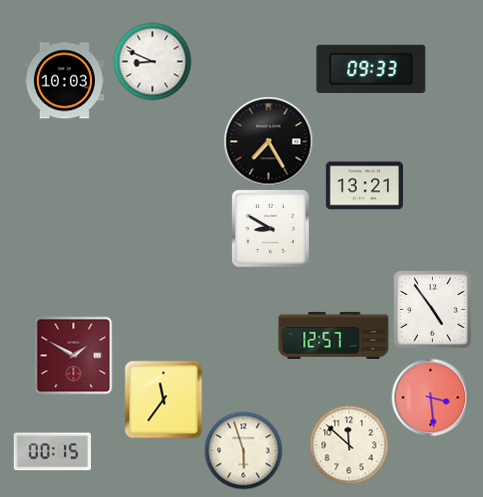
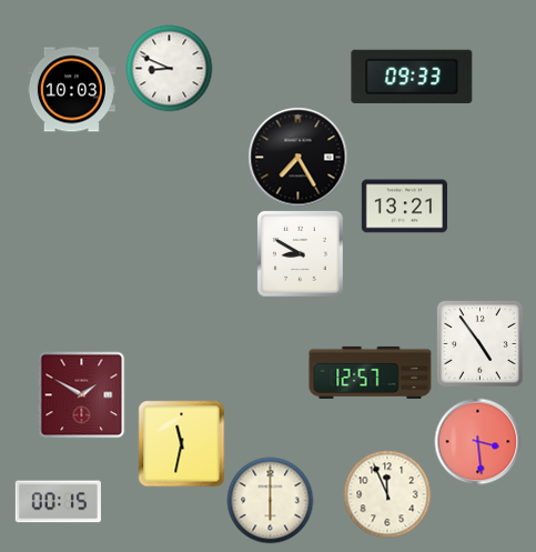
clock at (163, 399): 11:36 -> 11:32
clock at (349, 445): 11:52 -> 11:56
clock at (243, 450): 5:57 -> 6:00
